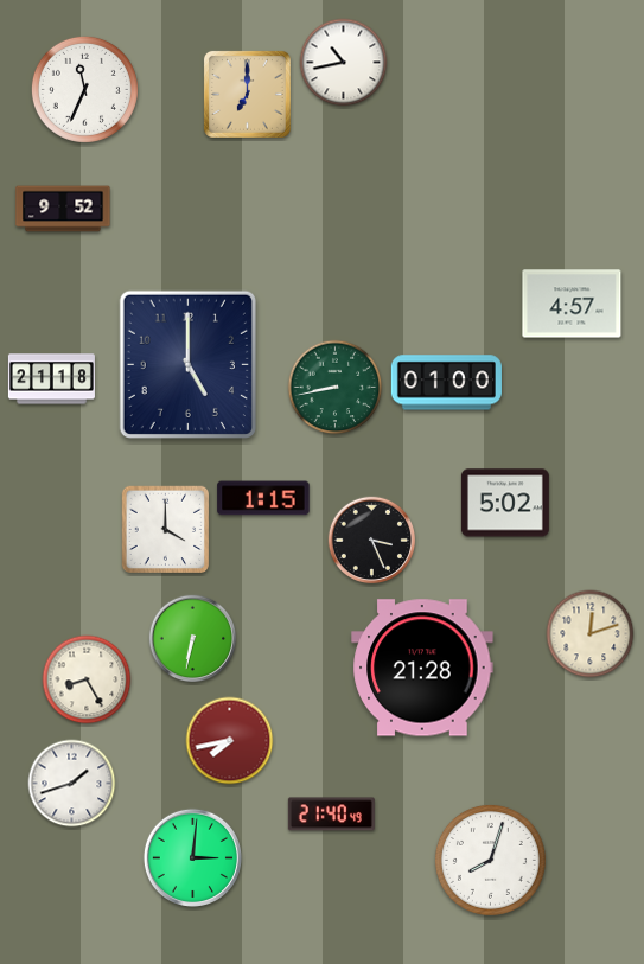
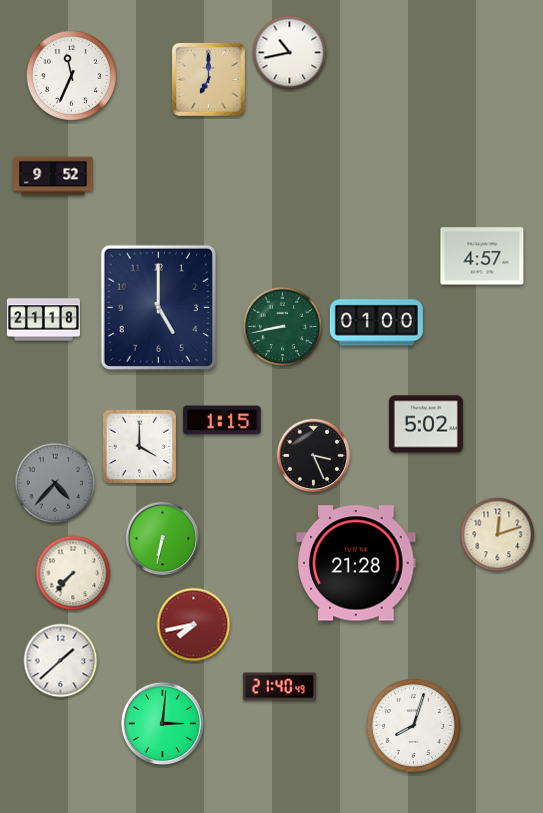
clock at (55, 483): none -> 4:37
clock at (87, 679): 8:25 -> 7:37
clock at (72, 784): 1:42 -> 1:38
